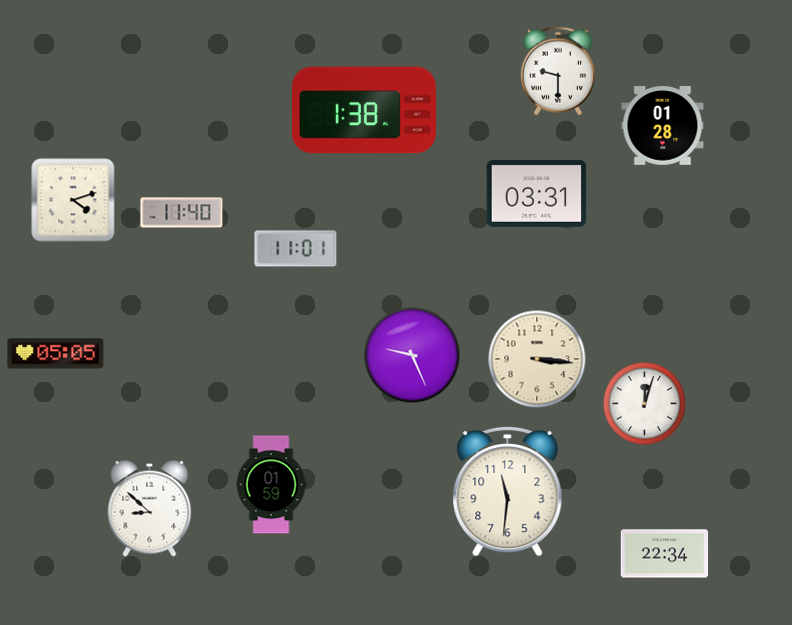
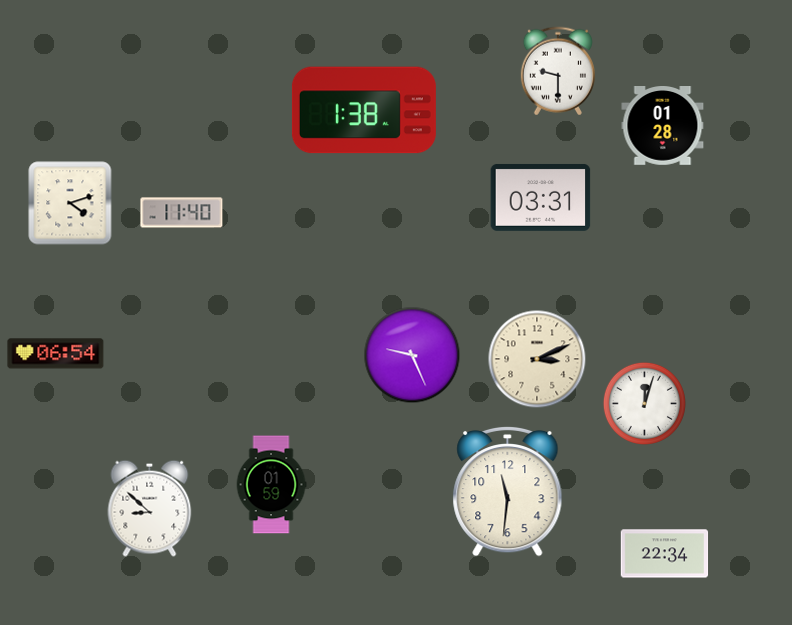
clock at (537, 194) position: (537, 194) -> (541, 198)
clock at (73, 200) position: (73, 200) -> (70, 203)
clock at (296, 249): 11:01 -> none
clock at (56, 354): 05:05 -> 06:54
clock at (537, 359): 3:16 -> 3:11
